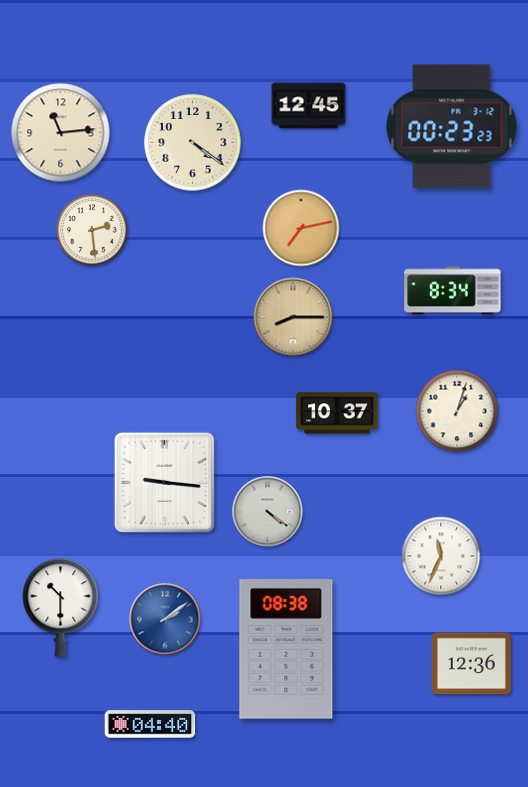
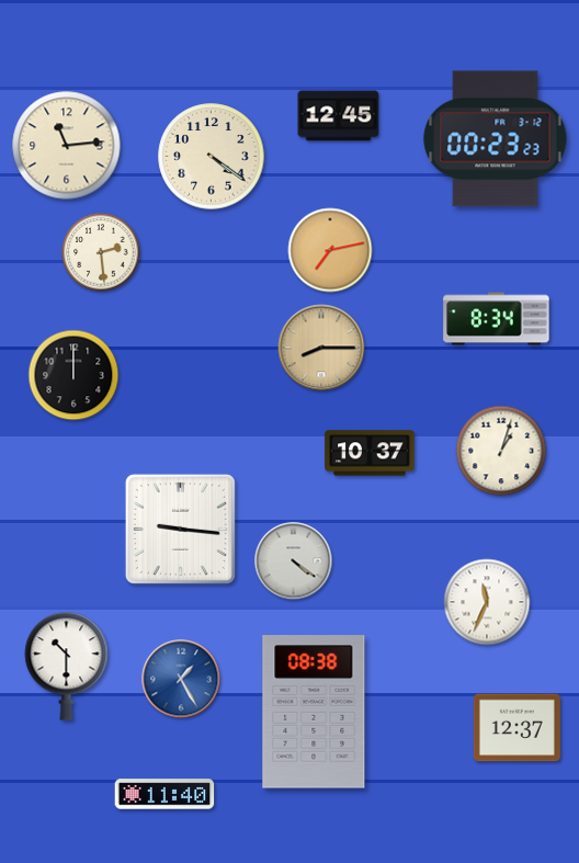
clock at (73, 375): none -> 12:00
clock at (441, 556) position: (441, 556) -> (487, 602)
clock at (165, 619): 2:09 -> 1:25
clock at (471, 664): 12:36 -> 12:37
clock at (150, 724): 04:40 -> 11:40
